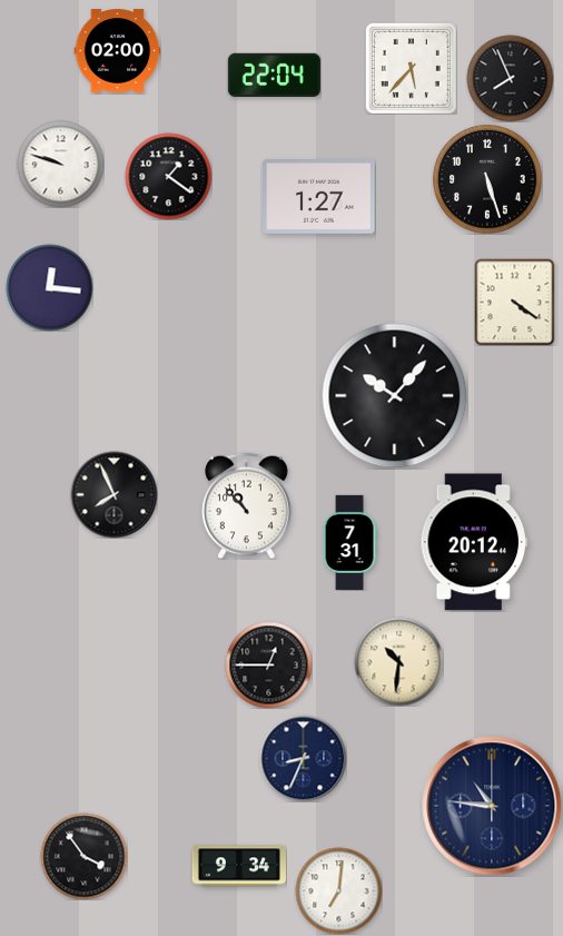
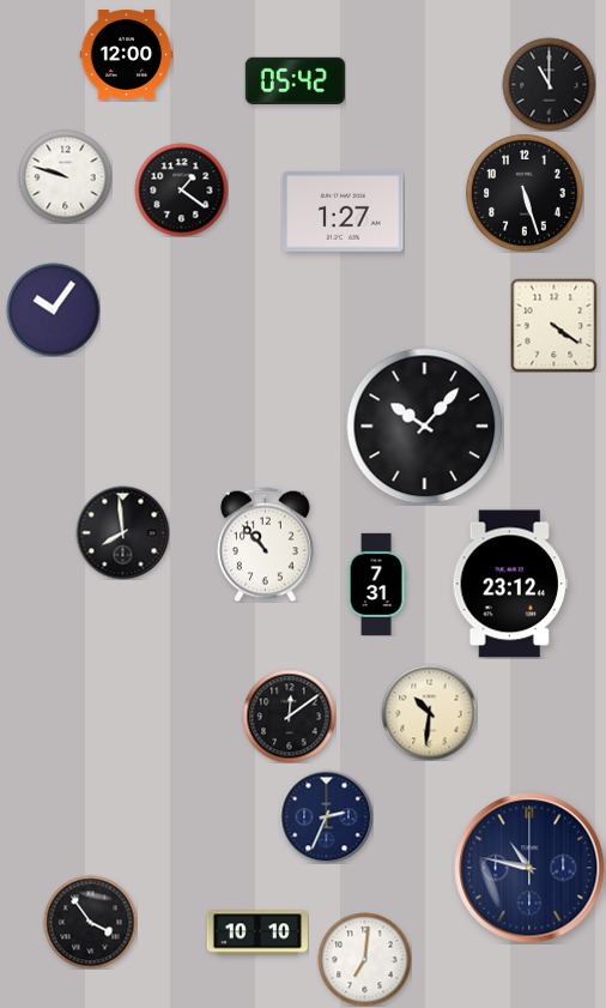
clock at (117, 51): 02:00 -> 12:00
clock at (411, 68): 5:37 -> none
clock at (274, 75): 22:04 -> 05:42
clock at (510, 78): 7:56 -> 11:00
clock at (49, 287): 12:16 -> 10:06
clock at (113, 494): 7:56 -> 7:59
clock at (474, 542): 20:12 -> 23:12
clock at (268, 664): 12:45 -> 12:09
clock at (303, 758): 8:34 -> 2:34
clock at (492, 806): 10:46 -> 10:47
clock at (239, 866): 9:34 -> 10:10
